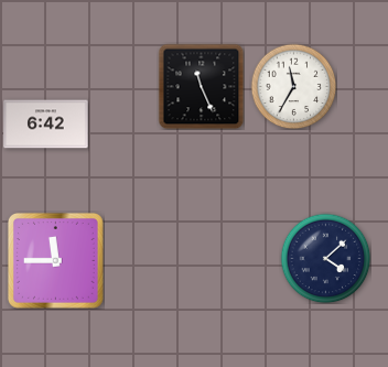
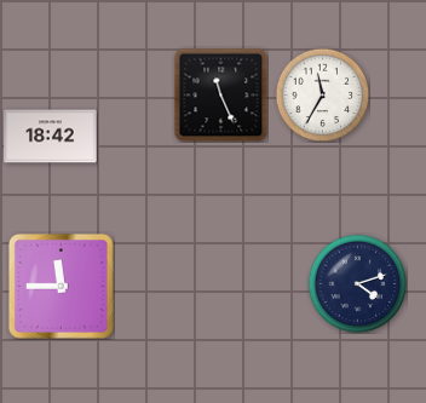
clock at (46, 125): 6:42 -> 18:42
clock at (325, 258): 4:08 -> 4:12
